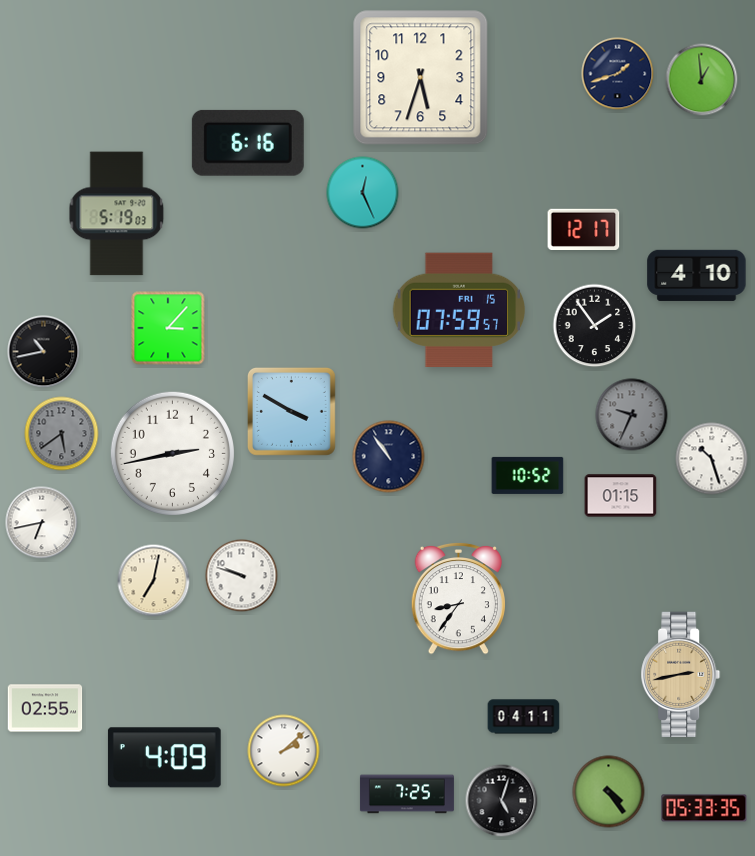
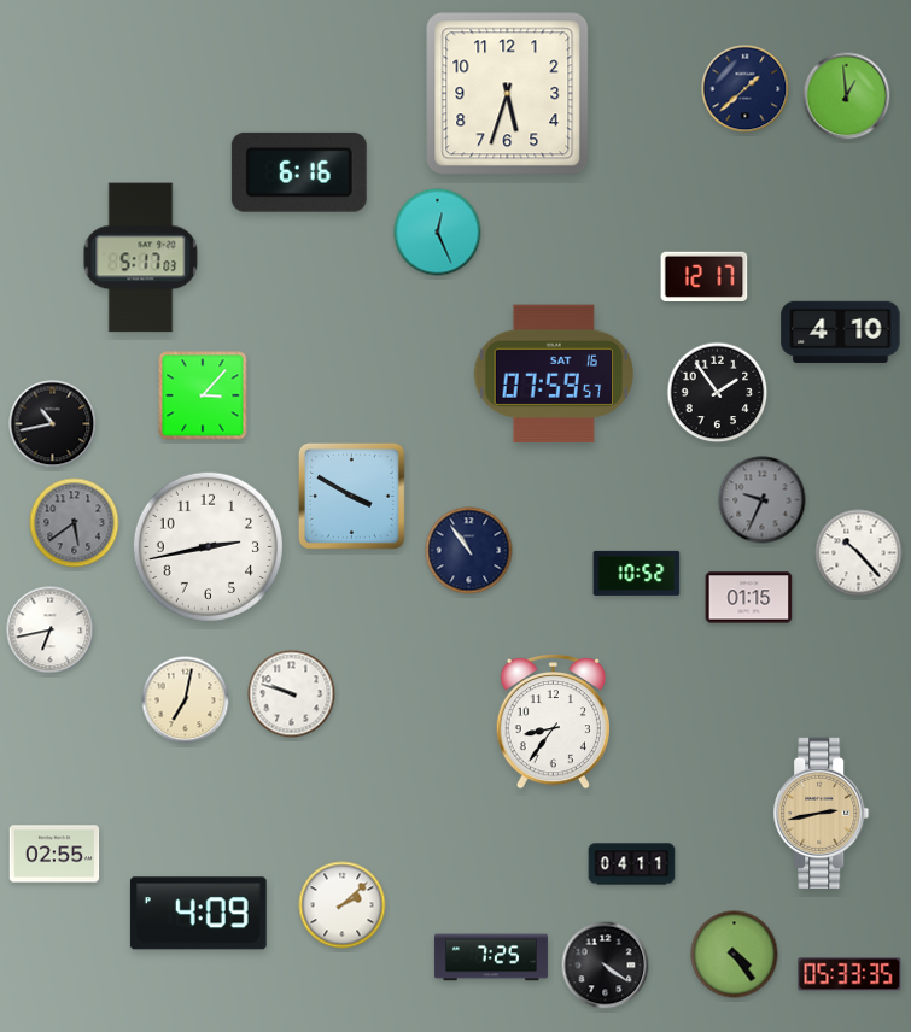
clock at (618, 74): 1:42 -> 1:38
clock at (117, 214): 5:19 -> 5:17
clock at (459, 310) date: FRI 15 -> SAT 16
clock at (712, 459): 10:27 -> 10:23
clock at (502, 801): 5:03 -> 4:21
